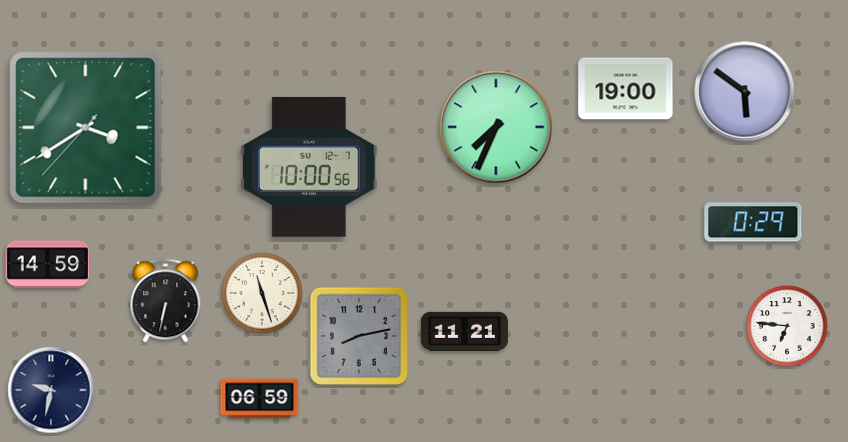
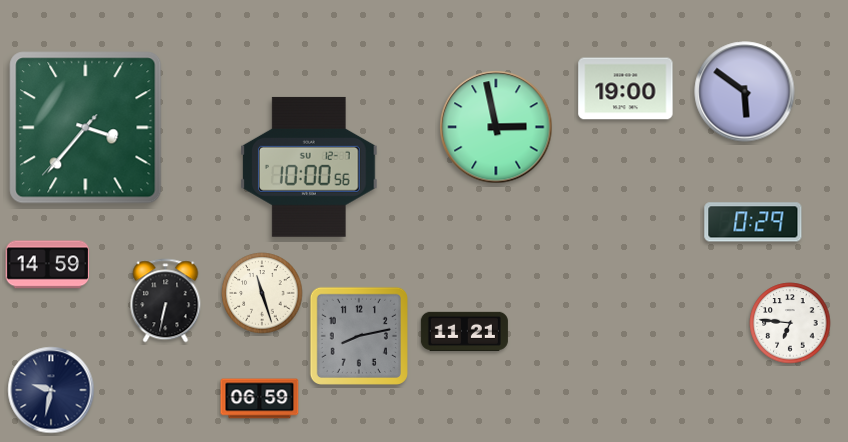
clock at (496, 127): 7:34 -> 2:58
clock at (86, 128): 3:39 -> 3:36
clock at (787, 326) position: (787, 326) -> (790, 323)
